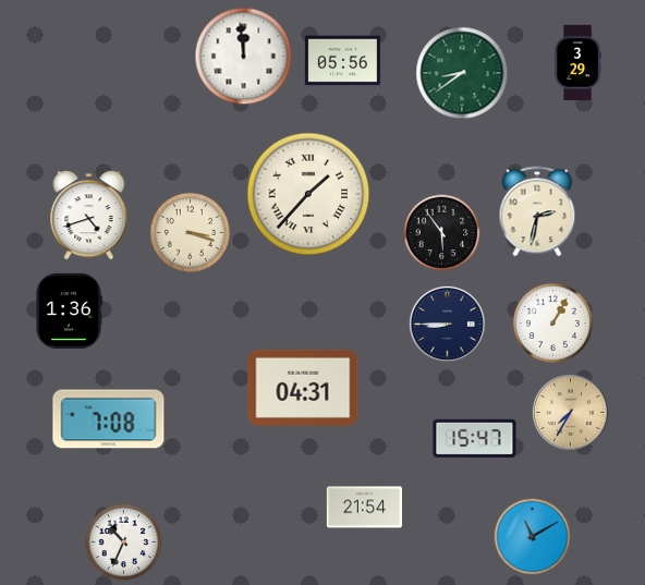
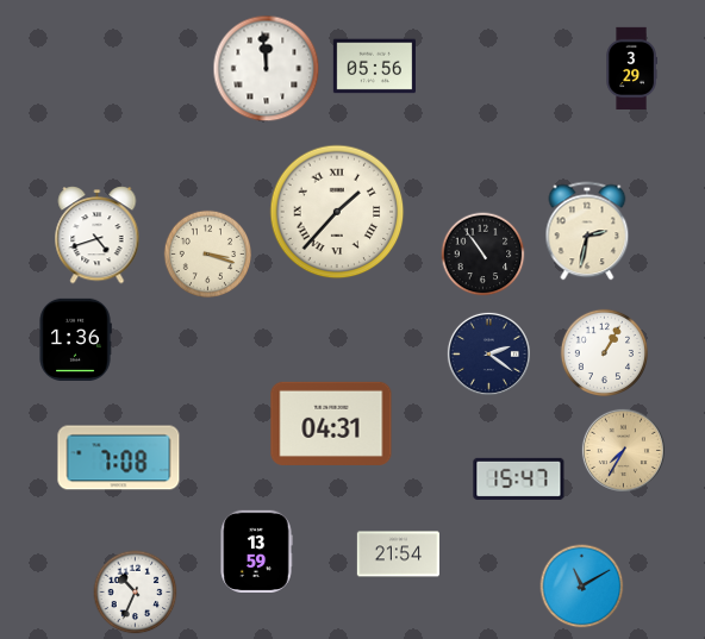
clock at (244, 57) position: (244, 57) -> (267, 69)
clock at (462, 73): 8:39 -> none
clock at (442, 233): 5:54 -> 10:54
clock at (447, 324): 8:45 -> 2:21
clock at (256, 551): none -> 13:59
